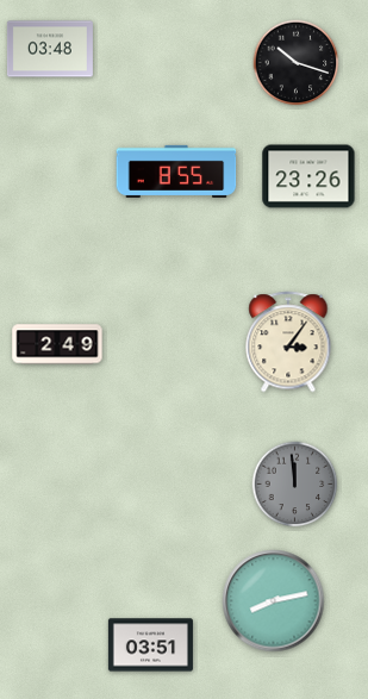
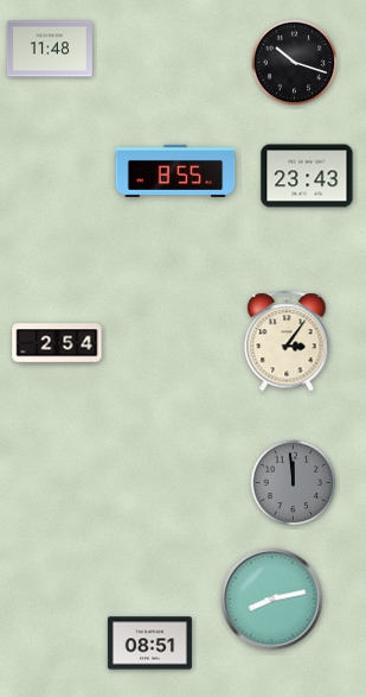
clock at (50, 49): 03:48 -> 11:48
clock at (308, 176): 23:26 -> 23:43
clock at (57, 344): 2:49 -> 2:54
clock at (150, 645): 03:51 -> 08:51
